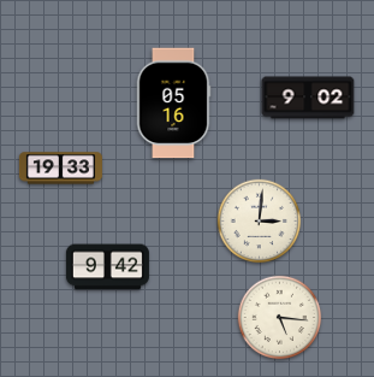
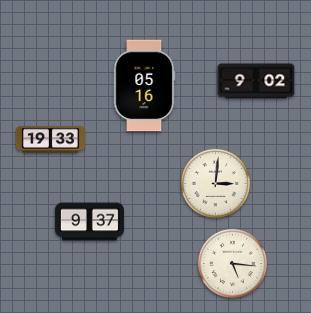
clock at (107, 267): 9:42 -> 9:37
